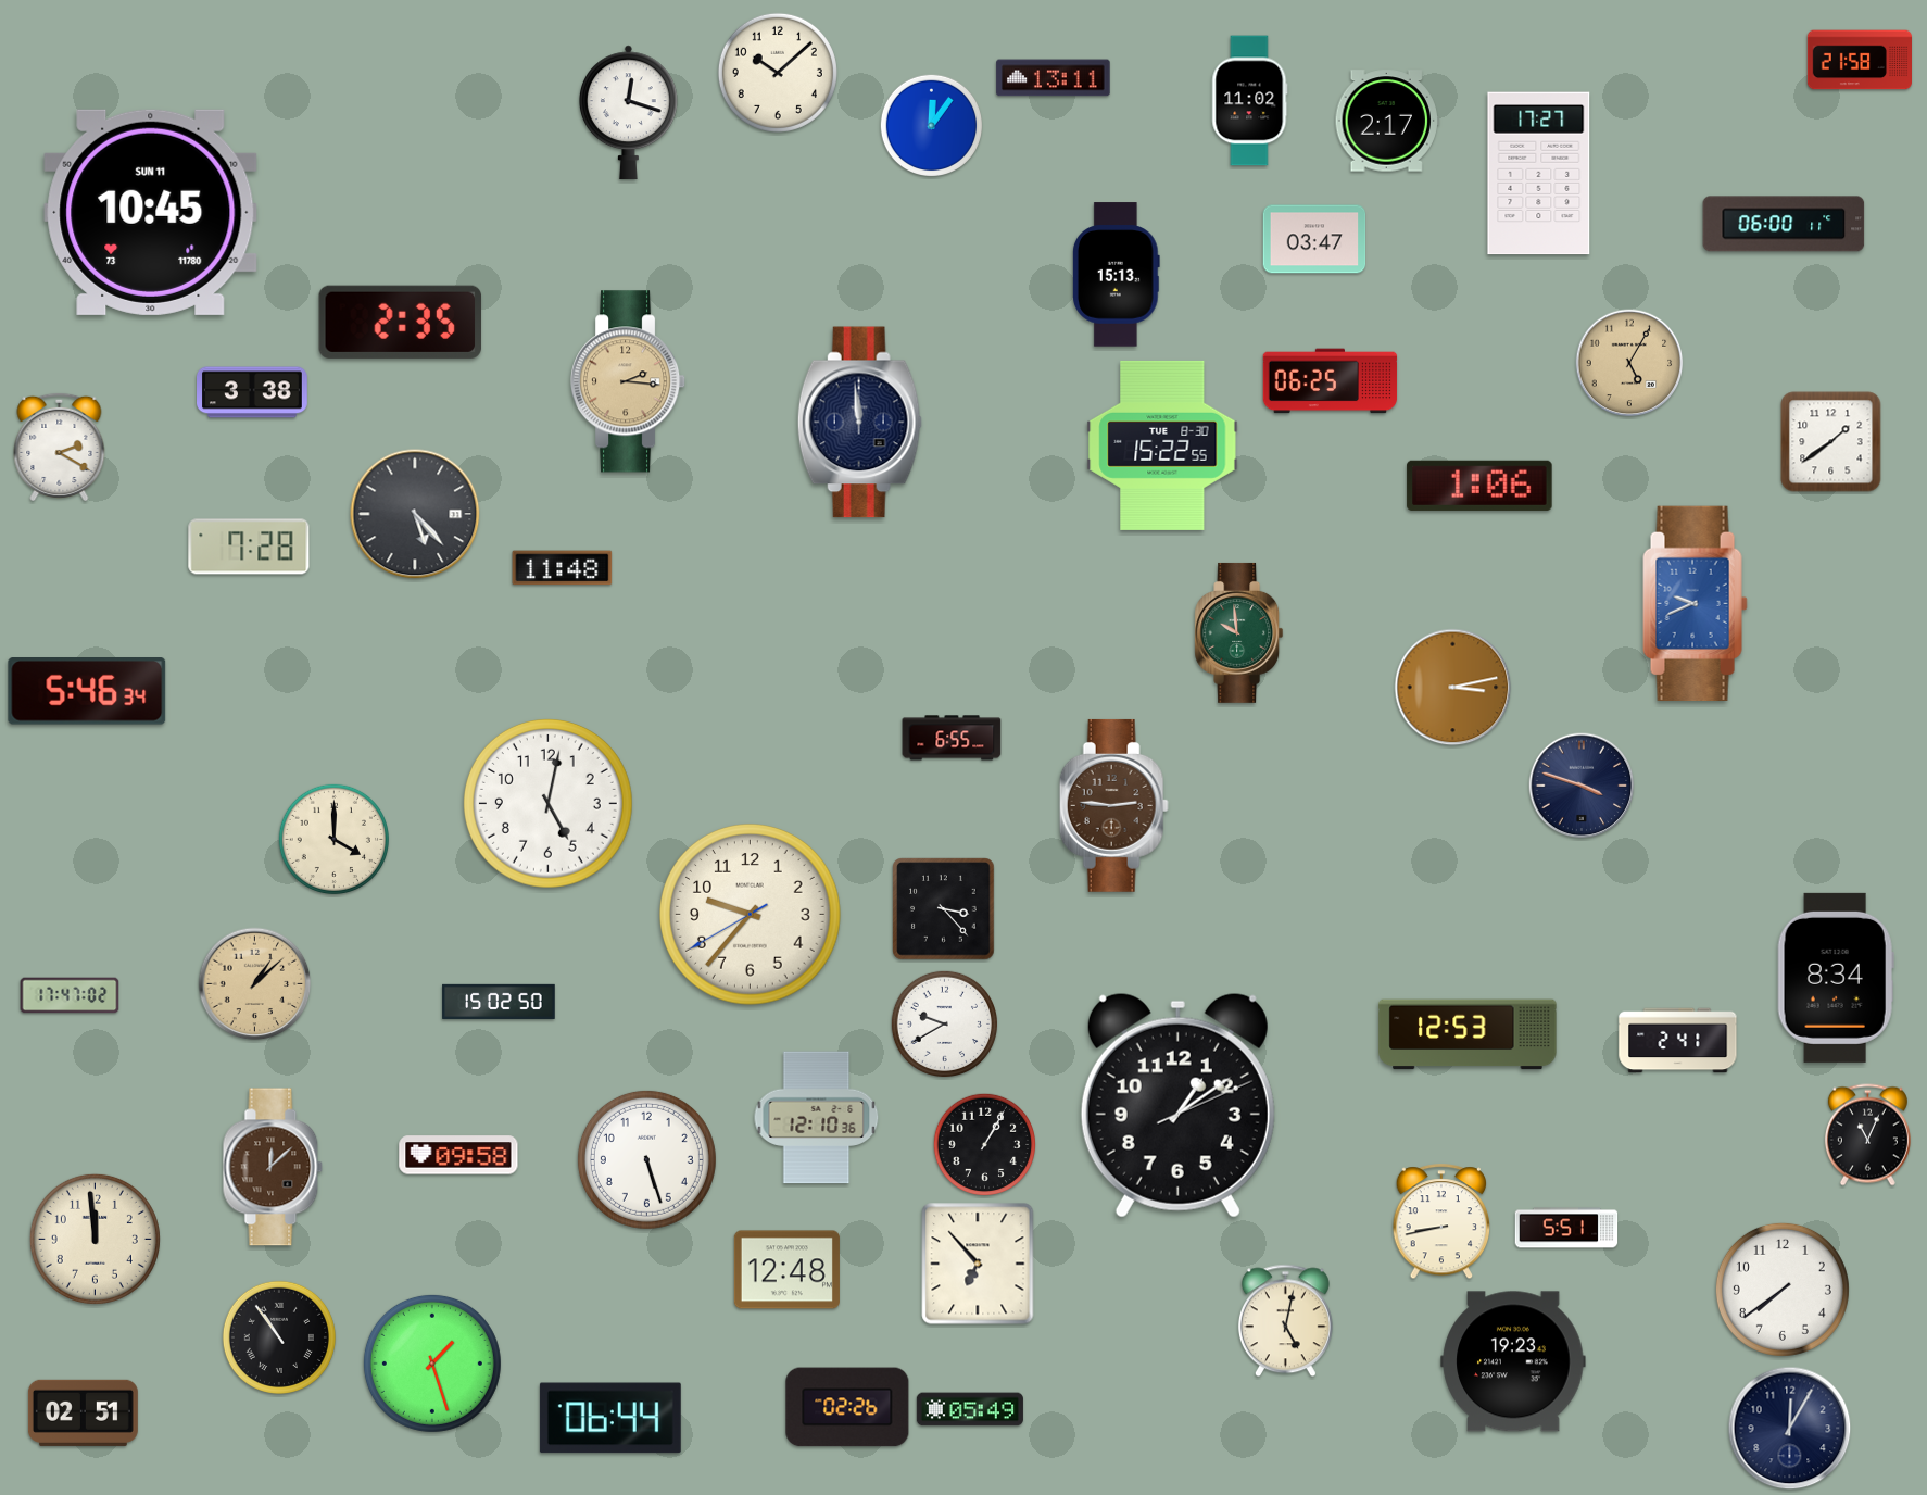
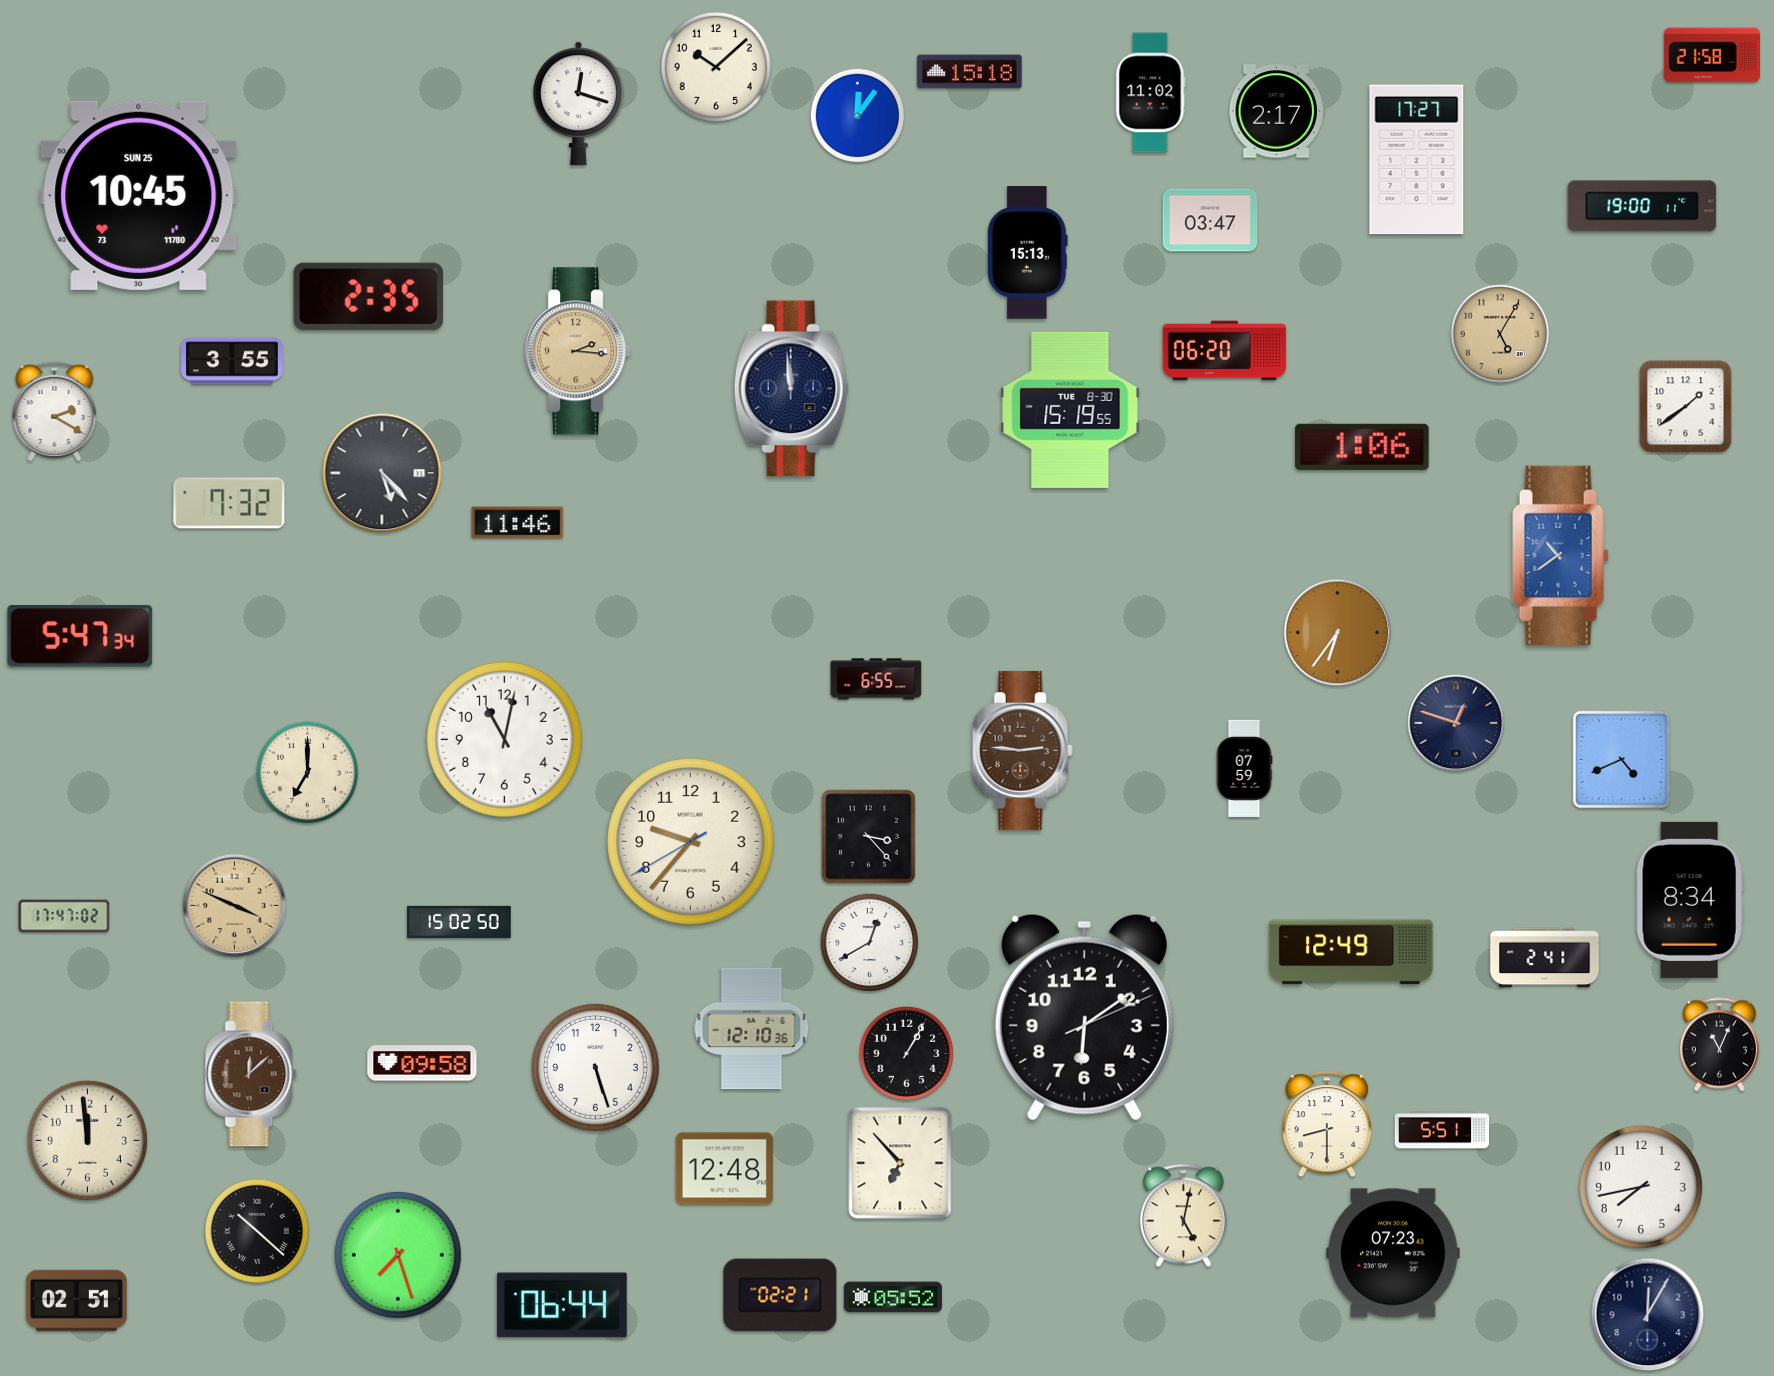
clock at (1054, 78): 13:11 -> 15:18
clock at (151, 212) date: SUN 11 -> SUN 25
clock at (1784, 224): 06:00 -> 19:00
clock at (1331, 381): 06:25 -> 06:20
clock at (253, 392): 3:38 -> 3:55
clock at (1162, 445): 15:22 -> 15:19
clock at (249, 547): 7:28 -> 7:32
clock at (563, 568): 11:48 -> 11:46
clock at (1696, 603): 9:41 -> 10:39
clock at (1239, 632): 9:59 -> none
clock at (1453, 688): 3:13 -> 6:36
clock at (87, 692): 5:46 -> 5:47
clock at (1582, 786): 3:48 -> 12:48
clock at (547, 803): 5:02 -> 11:02
clock at (1113, 805) position: (1113, 805) -> (1022, 750)
clock at (1621, 759): none -> 4:41
clock at (1244, 768): none -> 07:59
clock at (333, 839): 4:00 -> 7:00
clock at (255, 984): 1:08 -> 3:49
clock at (944, 1023): 9:40 -> 12:40
clock at (1468, 1034): 12:53 -> 12:49
clock at (1177, 1105): 1:09 -> 6:09
clock at (1441, 1222): 8:43 -> 8:30
clock at (1783, 1290): 7:39 -> 7:43
clock at (279, 1337): 10:54 -> 10:22
clock at (1513, 1361): 19:23 -> 07:23
clock at (432, 1364): 1:27 -> 7:27
clock at (847, 1407): 02:26 -> 02:21
clock at (970, 1409): 05:49 -> 05:52
